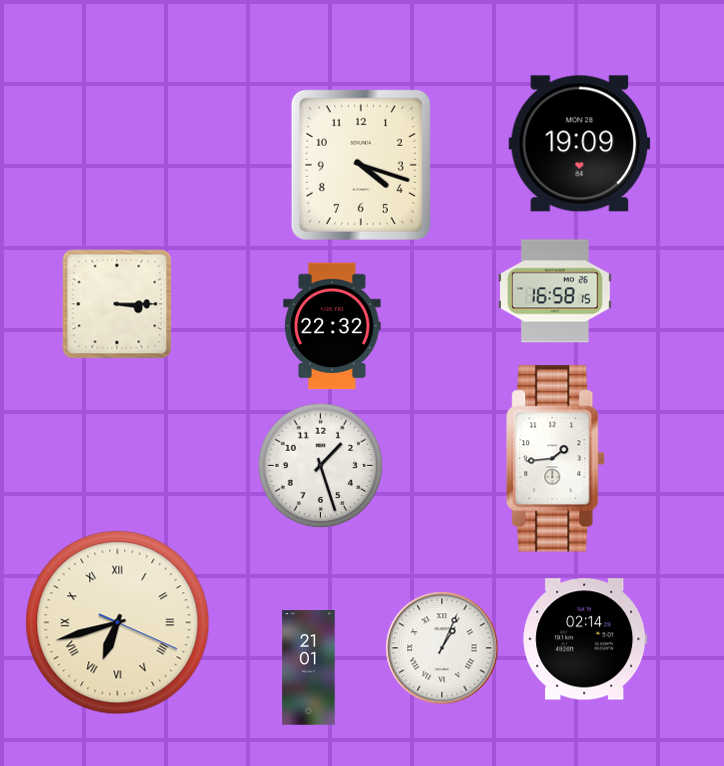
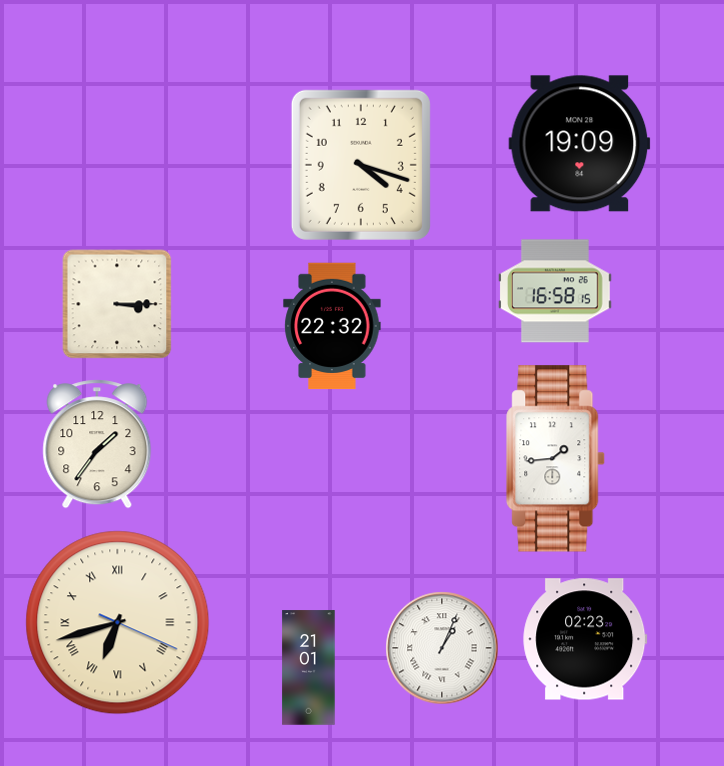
clock at (97, 444): none -> 1:36
clock at (321, 466): 1:27 -> none
clock at (585, 639): 02:14 -> 02:23
